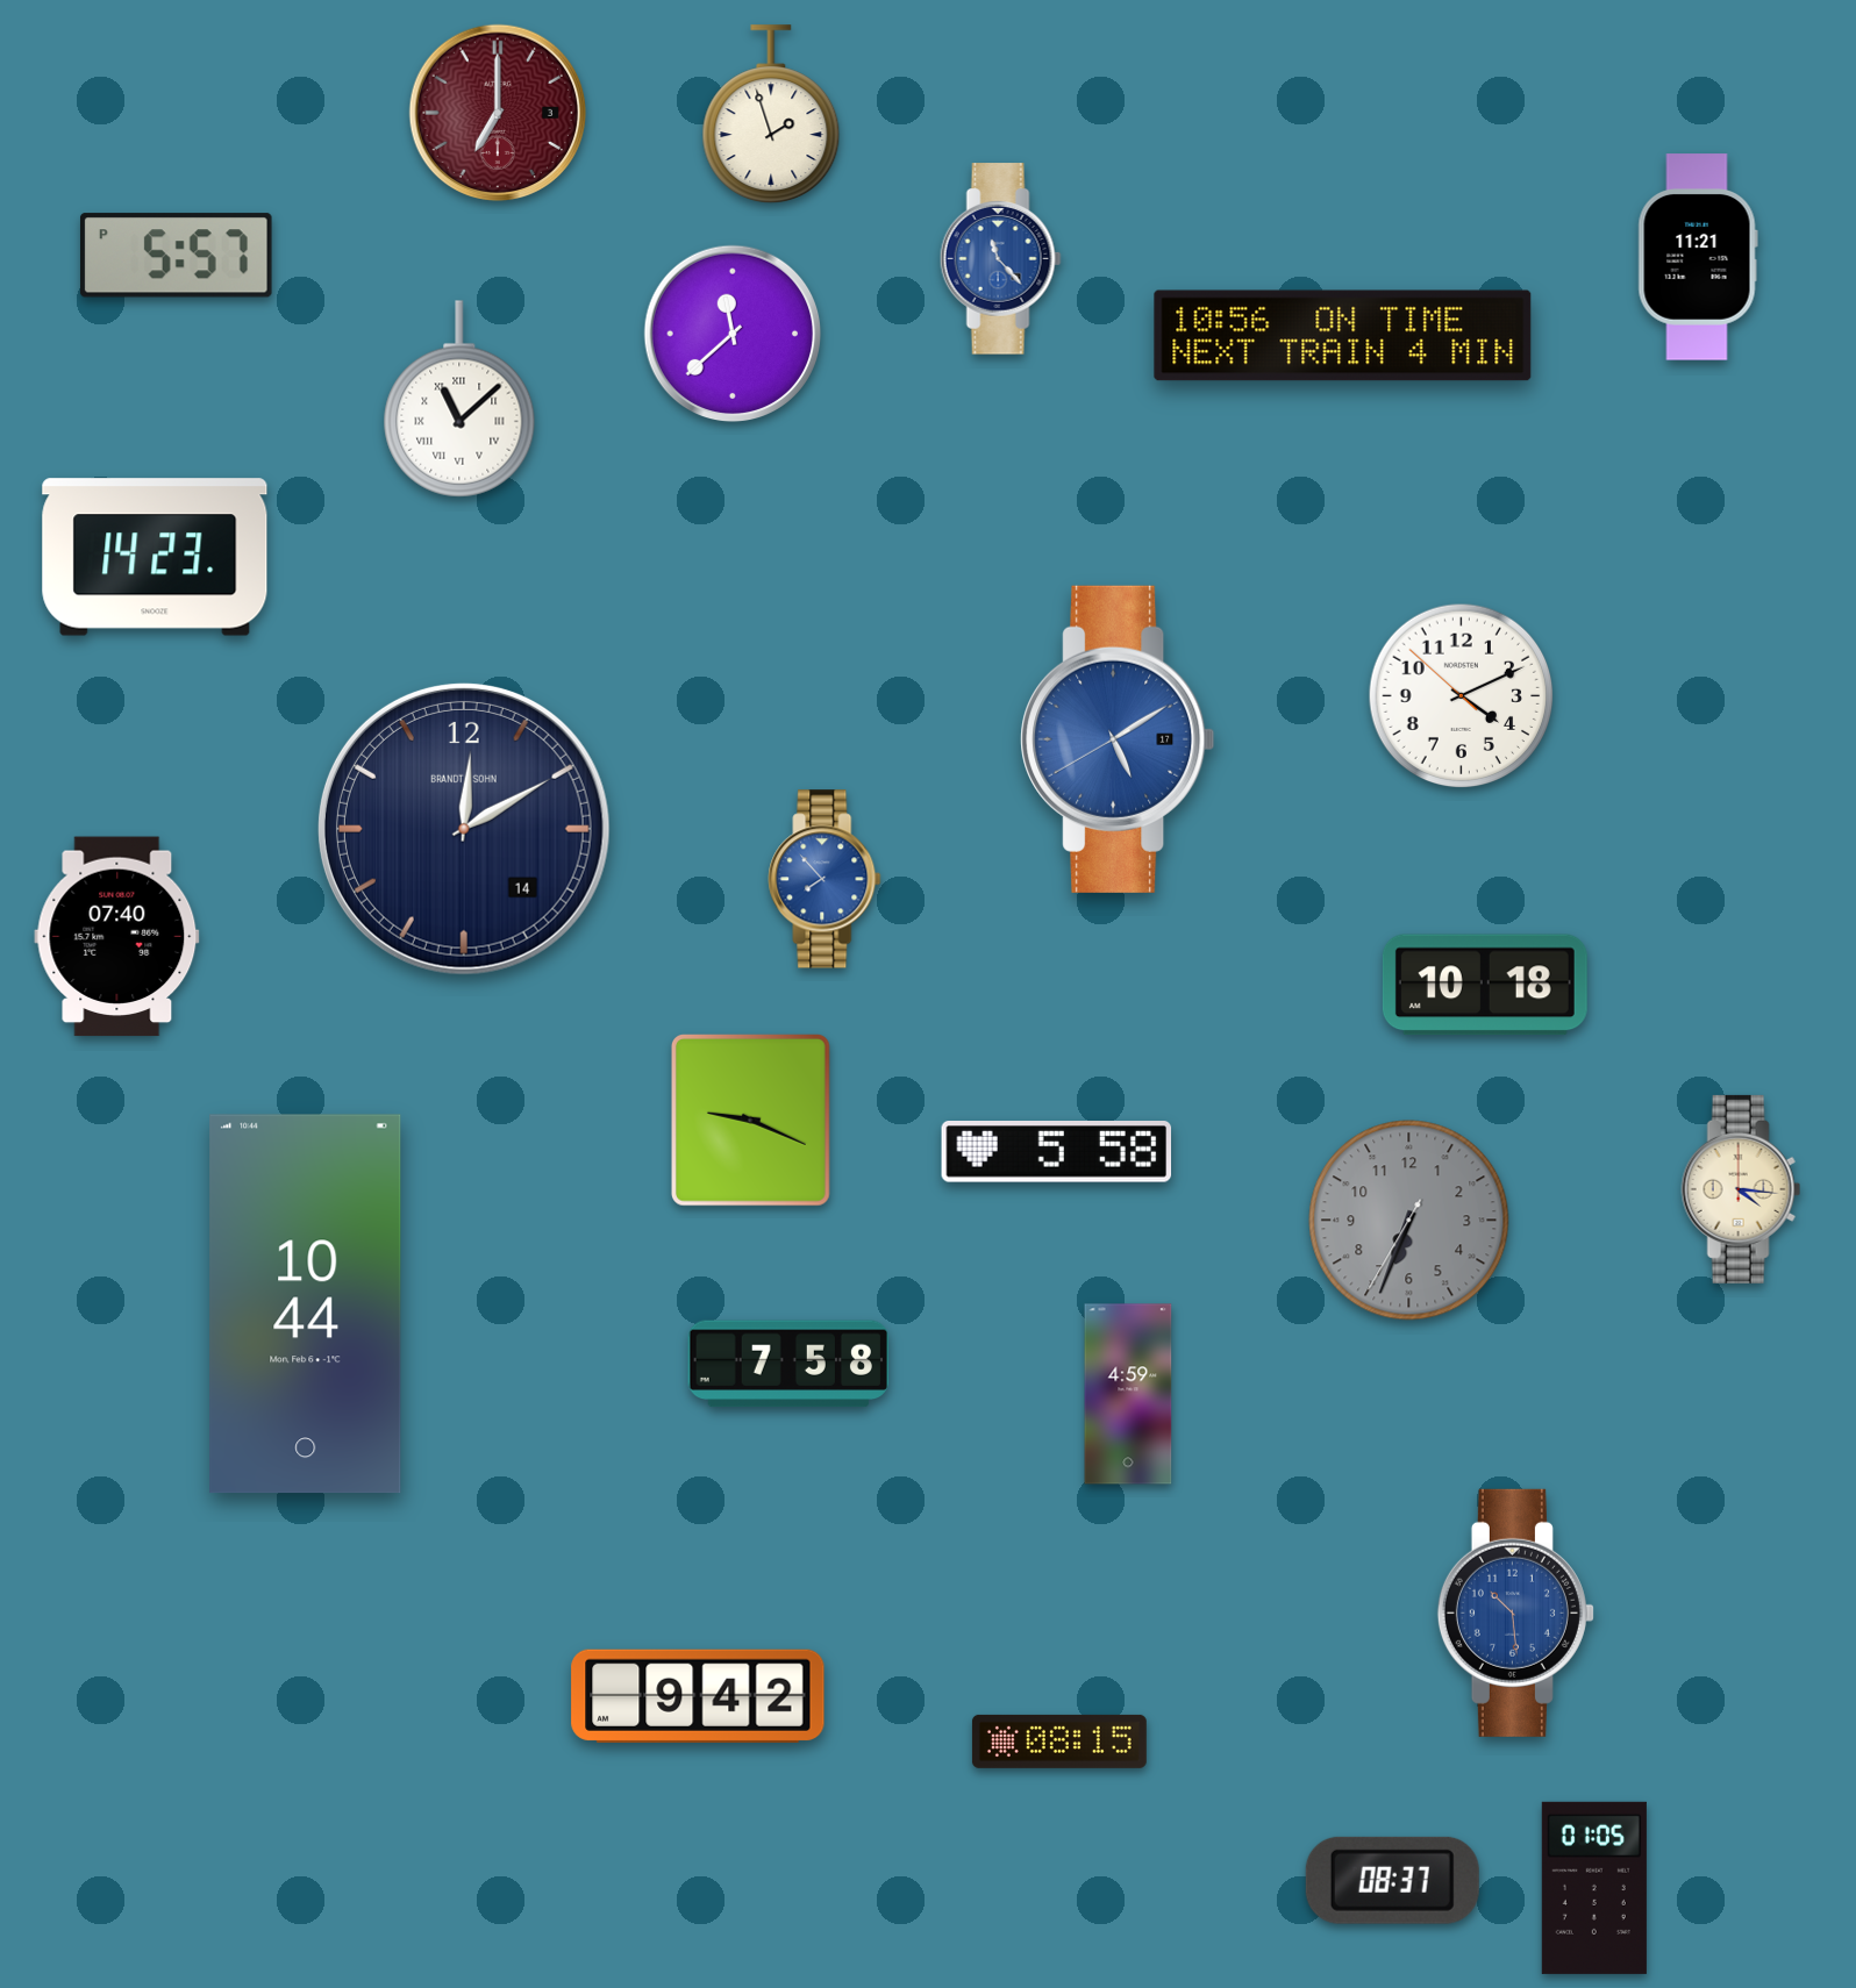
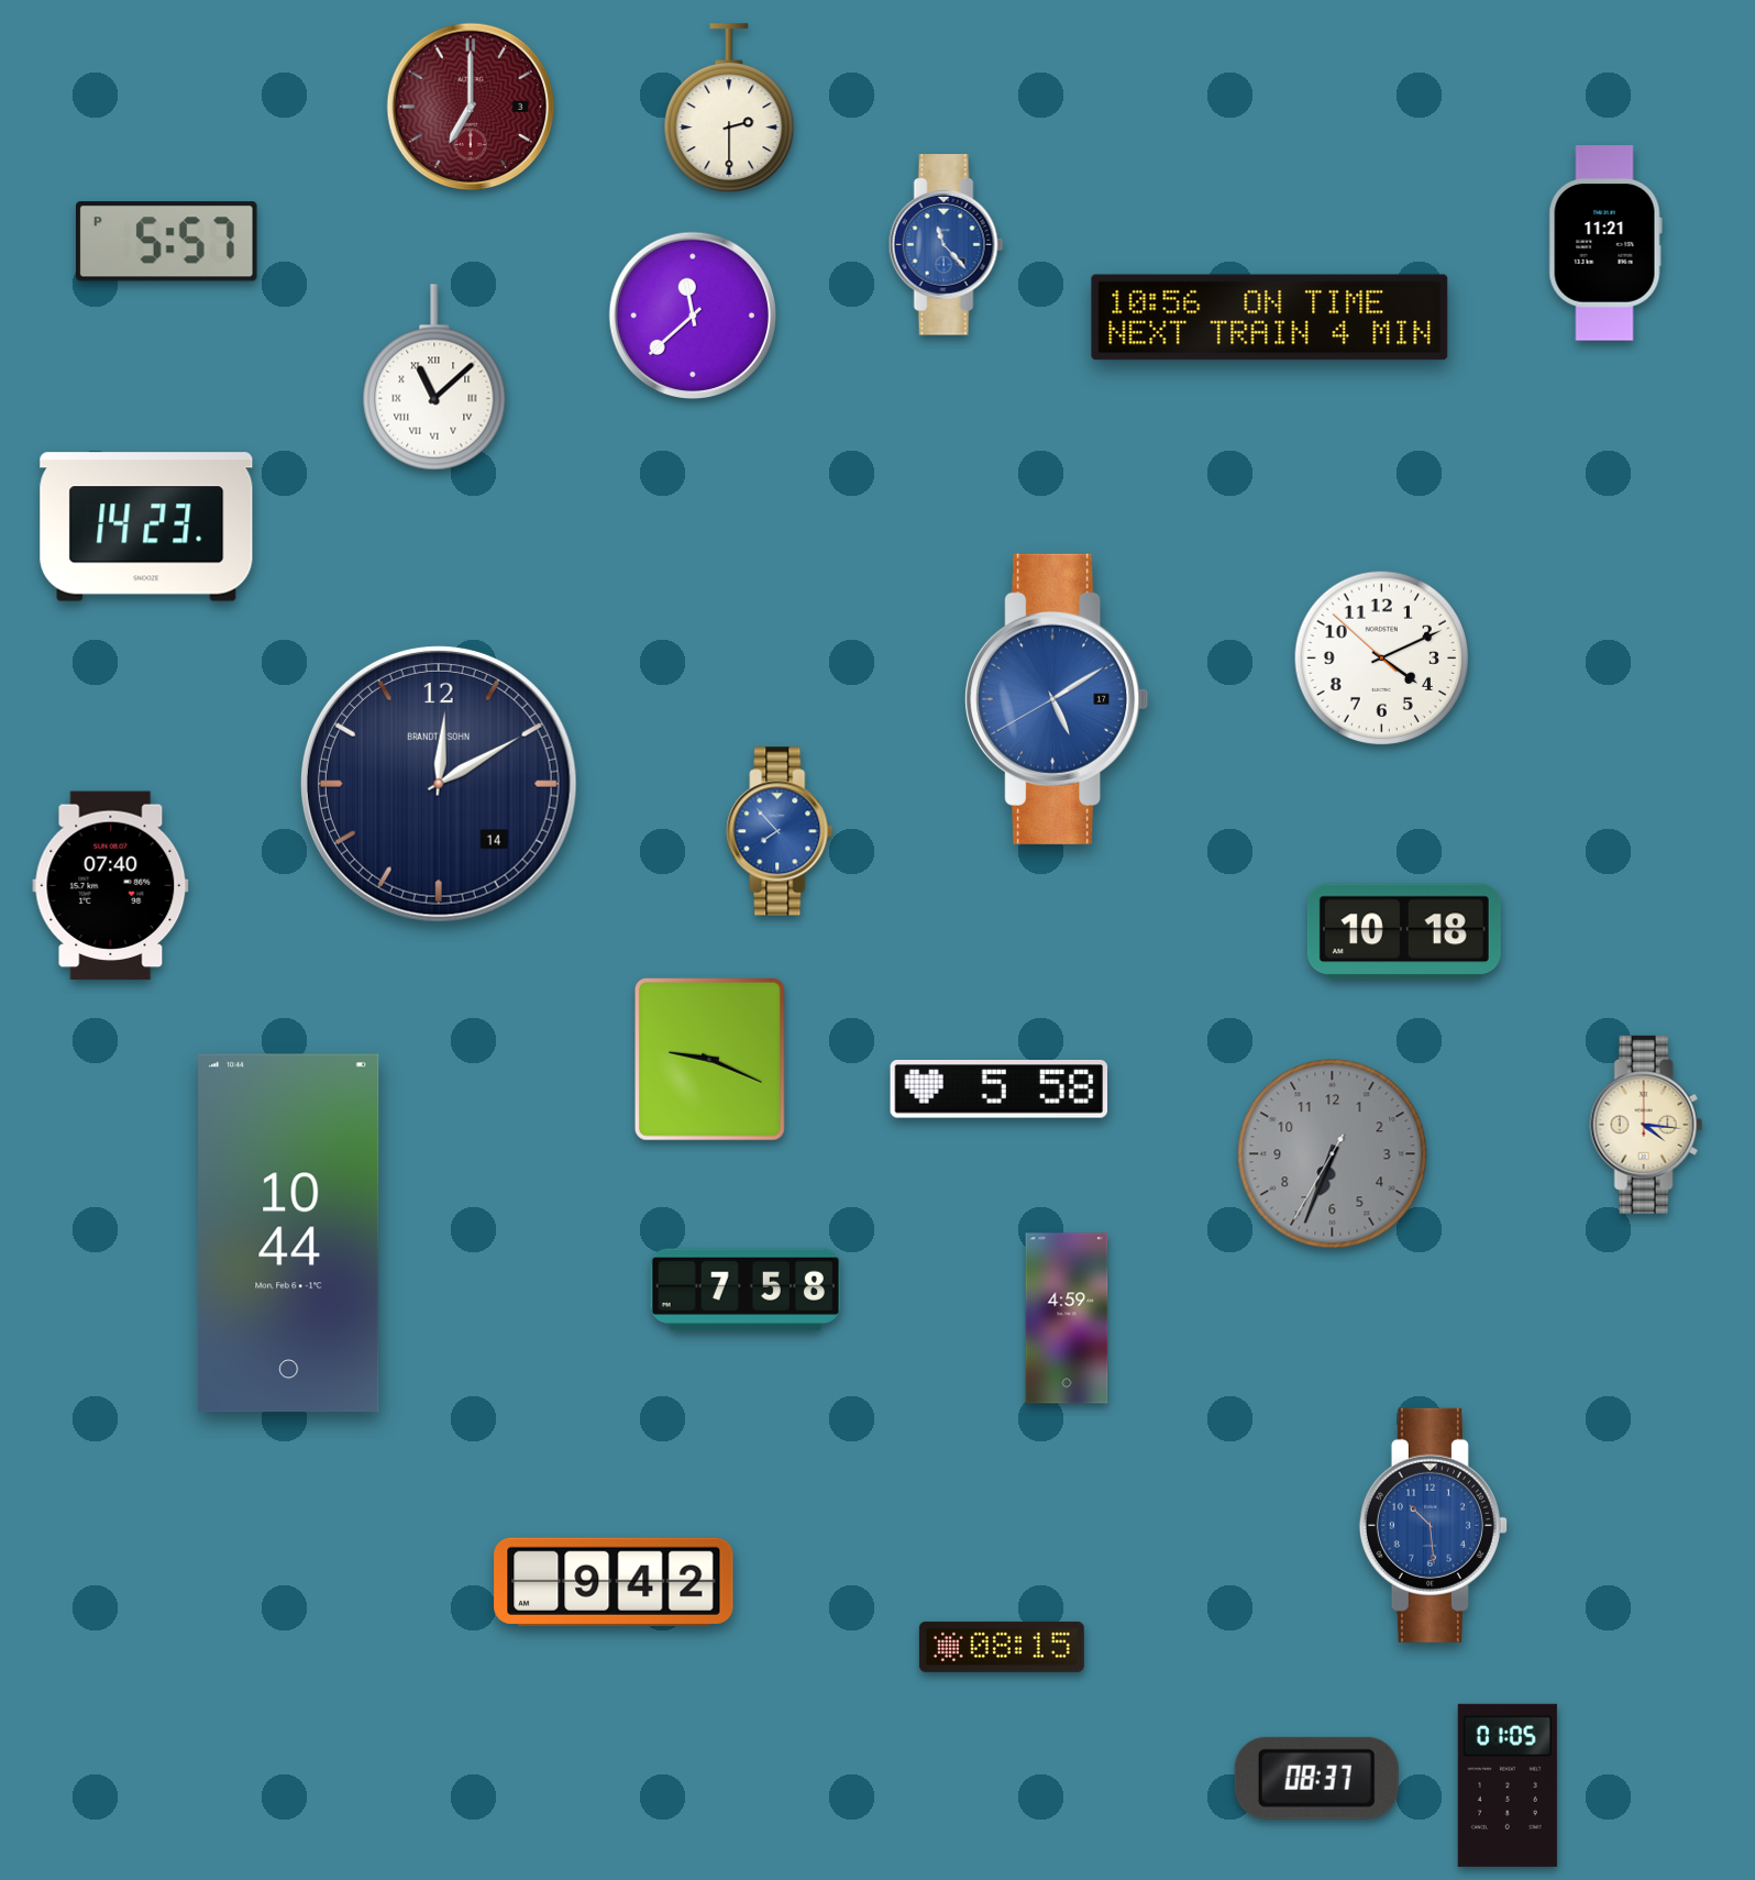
clock at (771, 115): 1:57 -> 2:30
clock at (698, 1696) position: (698, 1696) -> (614, 1582)
